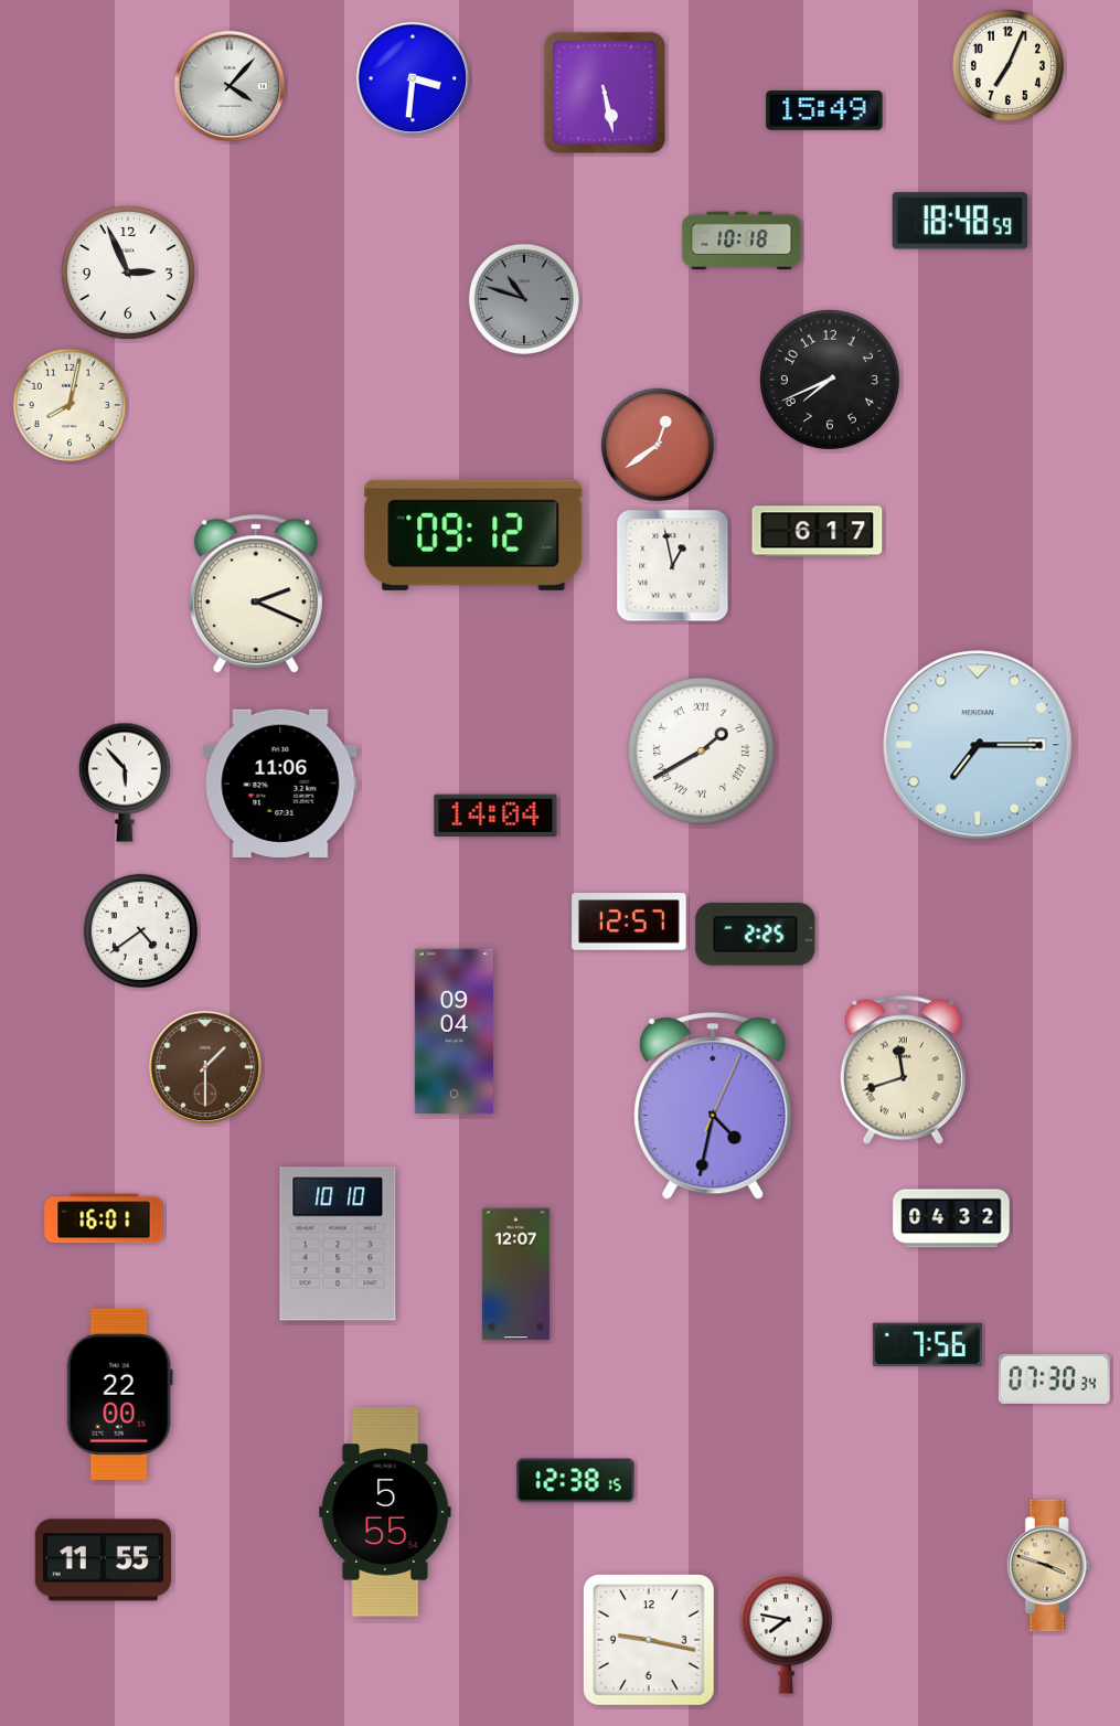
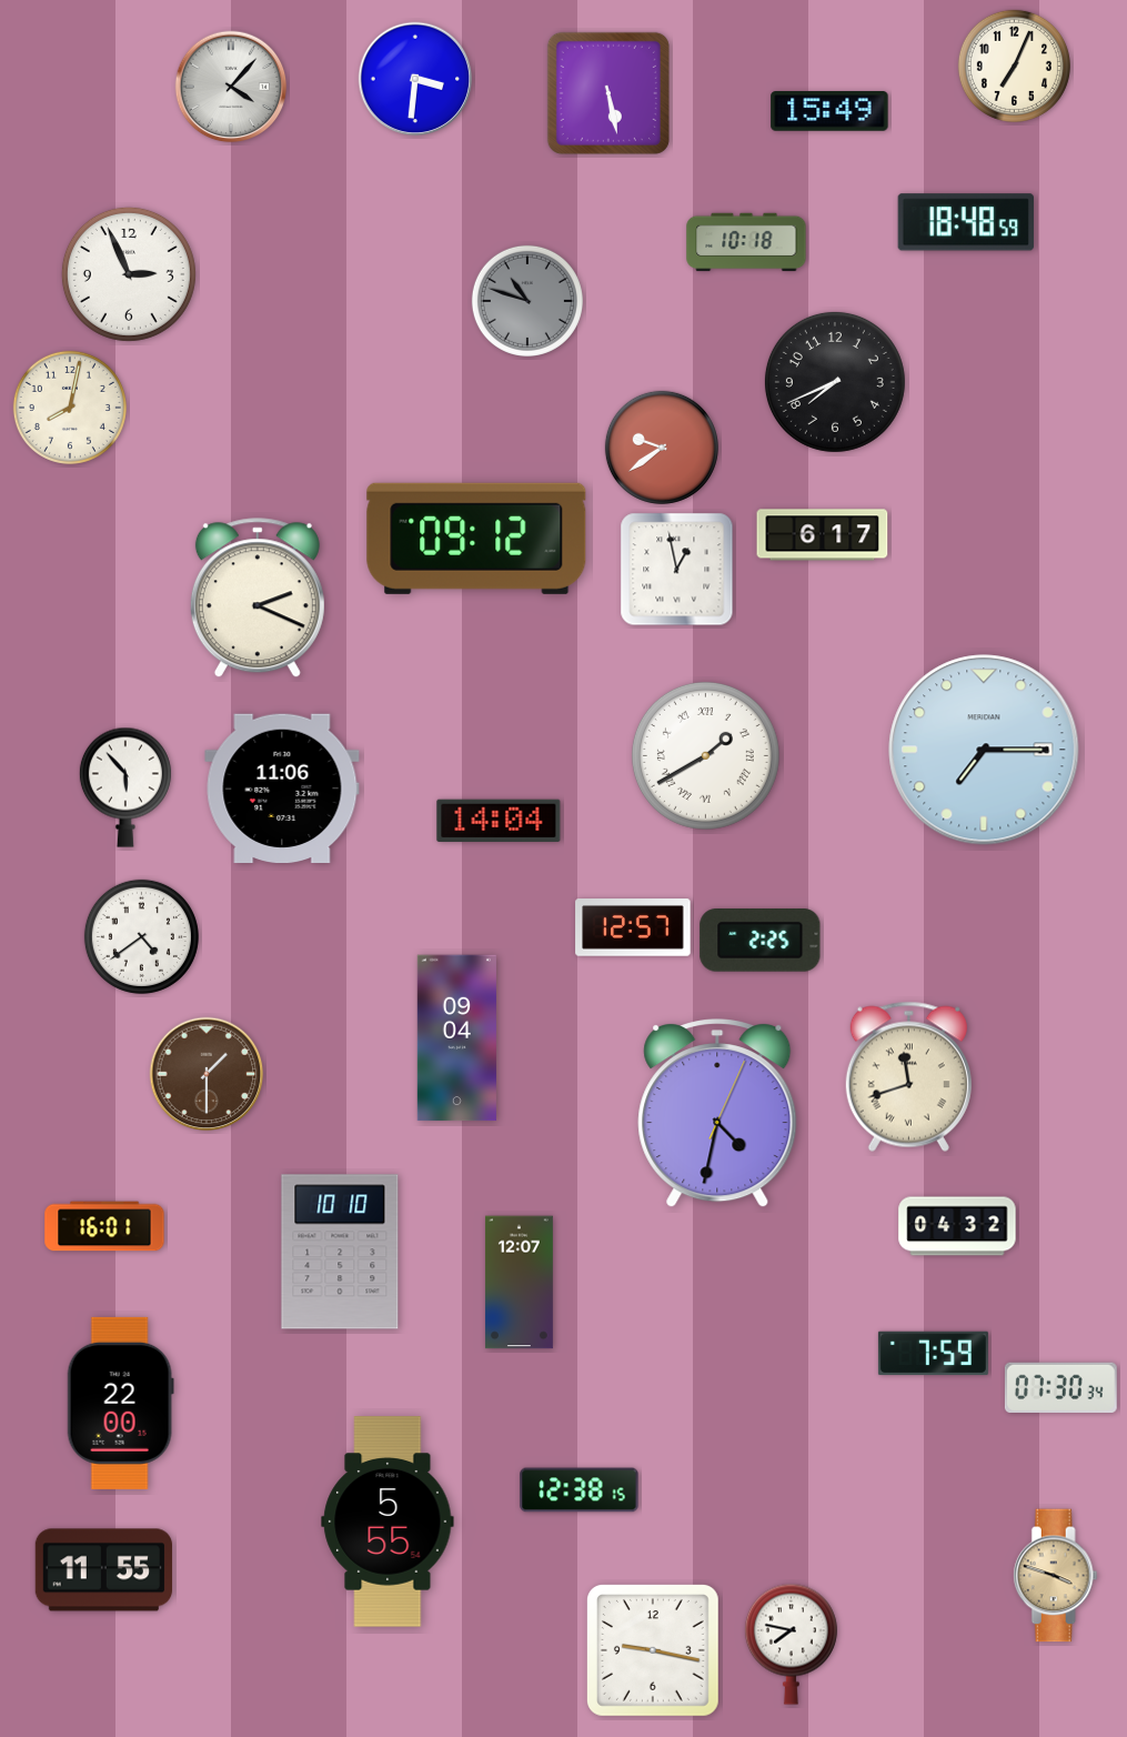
clock at (658, 445): 12:39 -> 9:39
clock at (927, 1345): 7:56 -> 7:59
